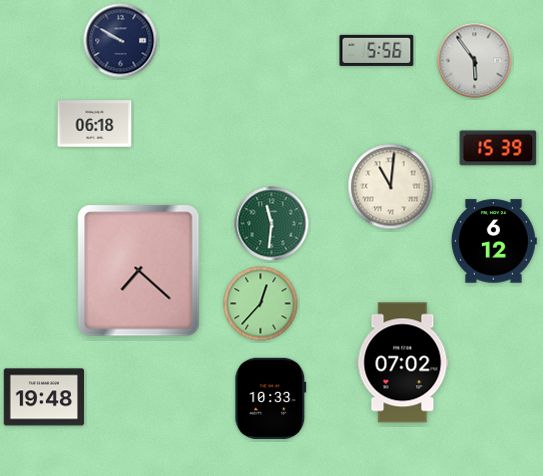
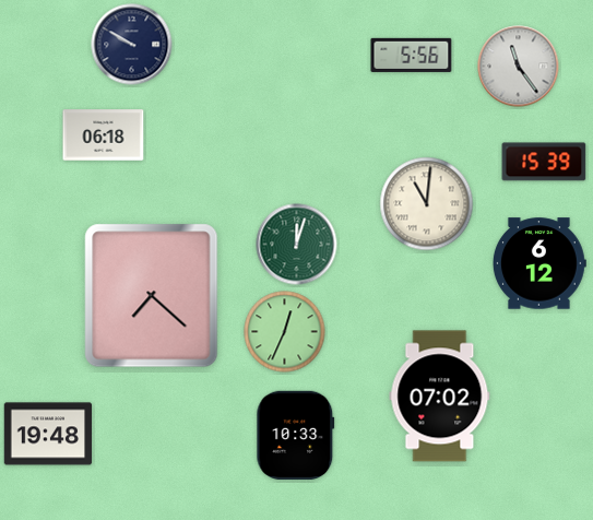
clock at (475, 61): 5:54 -> 11:24
clock at (272, 224): 11:31 -> 12:03
clock at (261, 304): 12:37 -> 12:34
